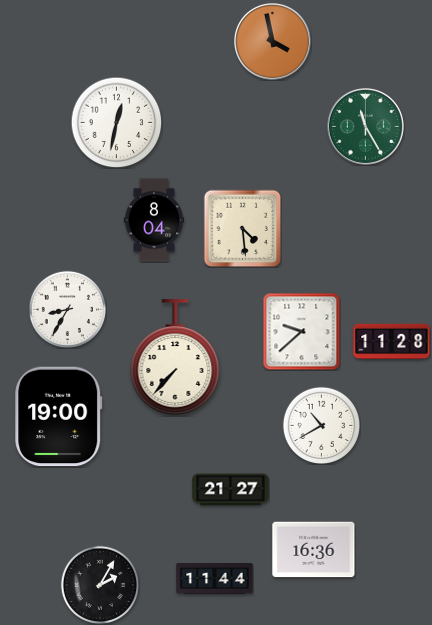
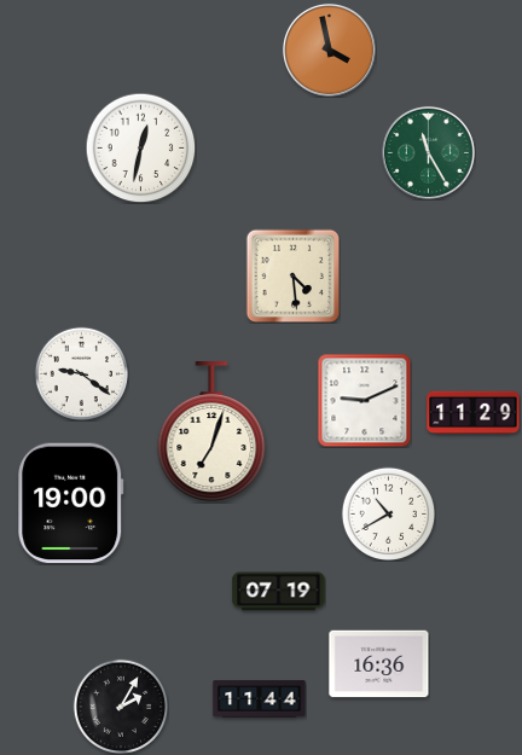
clock at (365, 126) position: (365, 126) -> (428, 152)
clock at (153, 220): 8:04 -> none
clock at (67, 309): 8:35 -> 9:21
clock at (301, 331): 9:38 -> 9:11
clock at (392, 342): 11:28 -> 11:29
clock at (175, 357): 7:37 -> 7:03
clock at (231, 490): 21:27 -> 07:19
